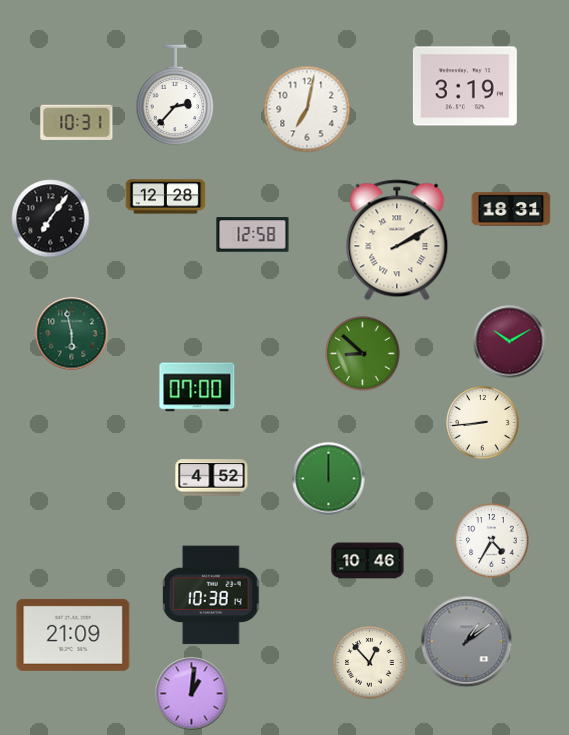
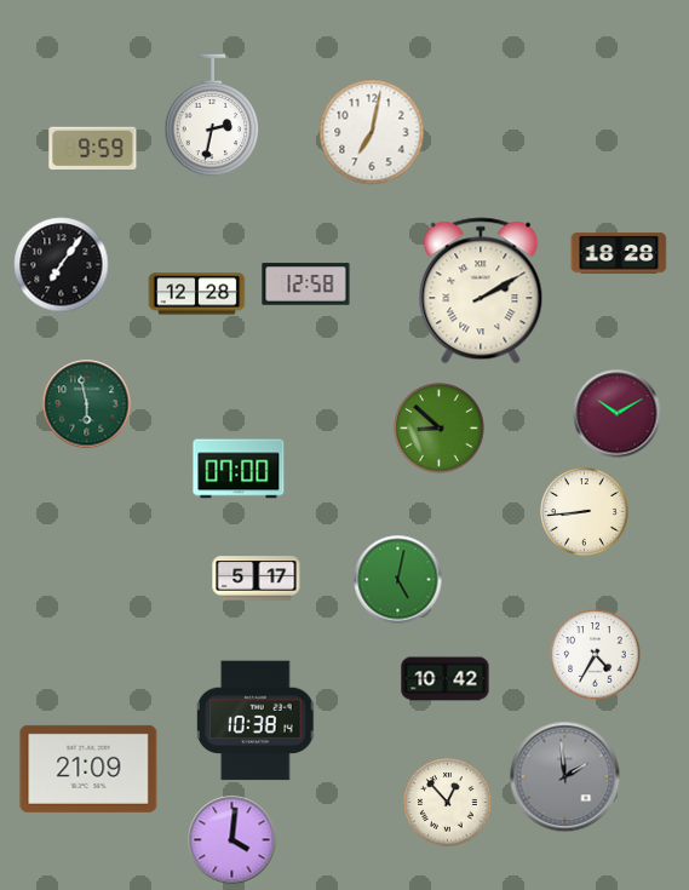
clock at (465, 86): 3:19 -> none
clock at (175, 95): 2:37 -> 2:32
clock at (77, 122): 10:31 -> 9:59
clock at (166, 197) position: (166, 197) -> (197, 294)
clock at (511, 209): 18:31 -> 18:28
clock at (212, 478): 4:52 -> 5:17
clock at (329, 479): 12:00 -> 5:02
clock at (368, 561): 10:46 -> 10:42
clock at (467, 642): 1:09 -> 1:59
clock at (192, 694): 1:01 -> 4:01
